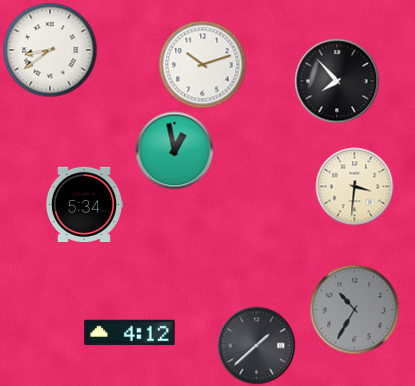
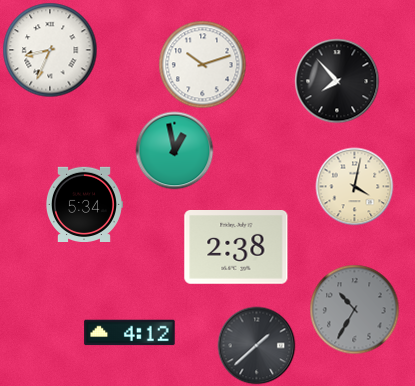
clock at (50, 50): 8:39 -> 8:34
clock at (354, 186): 3:31 -> 4:02
clock at (236, 248): none -> 2:38
